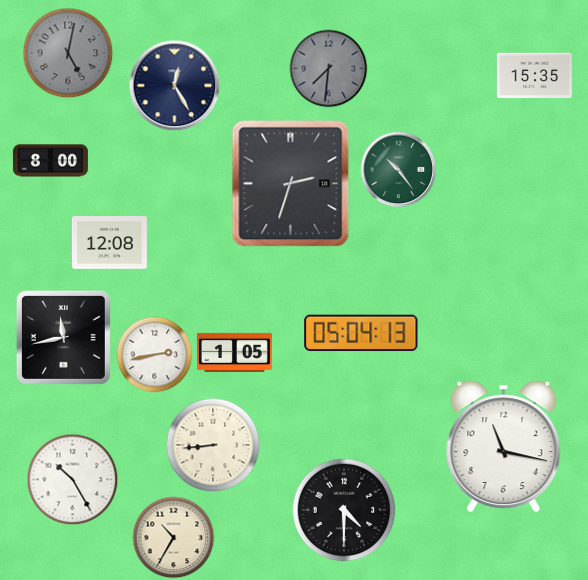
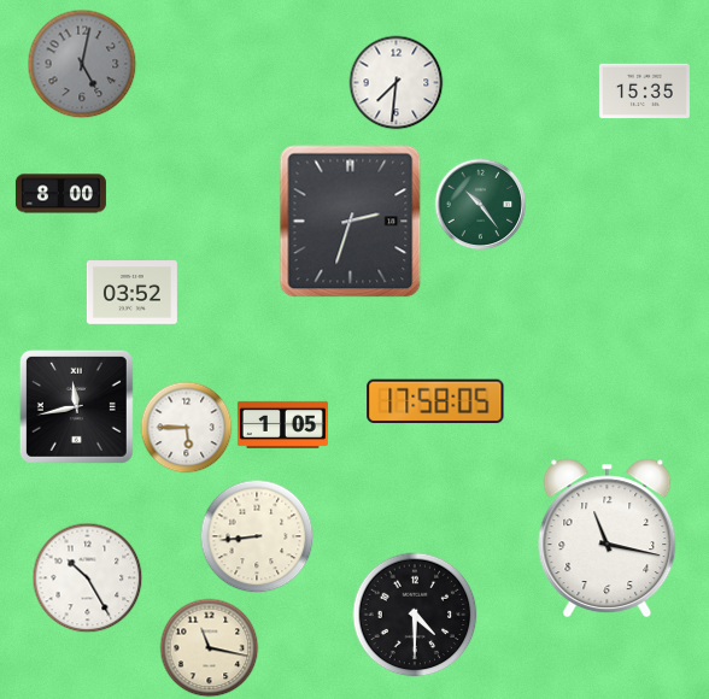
clock at (329, 69) dial: grey -> white
clock at (175, 86): 12:25 -> none
clock at (109, 243): 12:08 -> 03:52
clock at (361, 333): 05:04 -> 17:58
clock at (155, 355): 2:43 -> 5:45
clock at (174, 538): 10:35 -> 11:17
